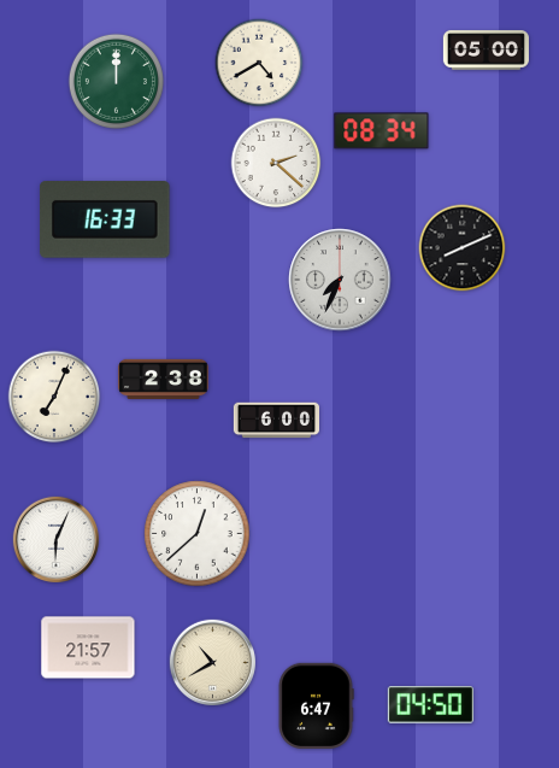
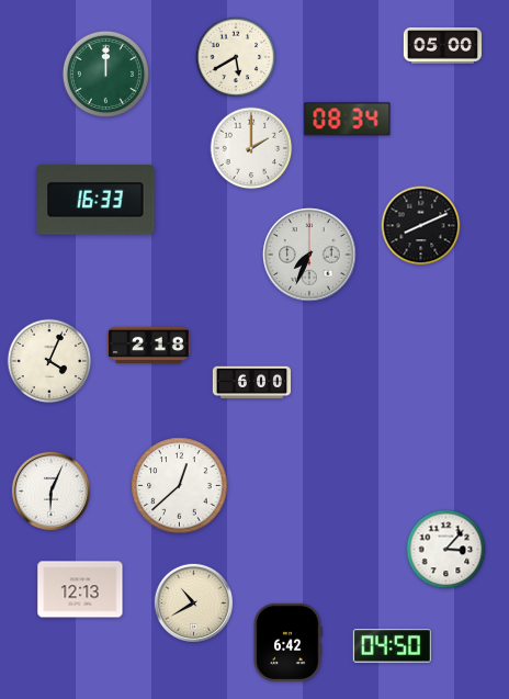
clock at (259, 63): 4:40 -> 5:40
clock at (276, 163): 2:22 -> 2:00
clock at (164, 379): 2:38 -> 2:18
clock at (54, 397): 7:04 -> 4:04
clock at (446, 550): none -> 3:07
clock at (88, 647): 21:57 -> 12:13
clock at (316, 705): 6:47 -> 6:42
clock at (430, 705) position: (430, 705) -> (392, 646)
